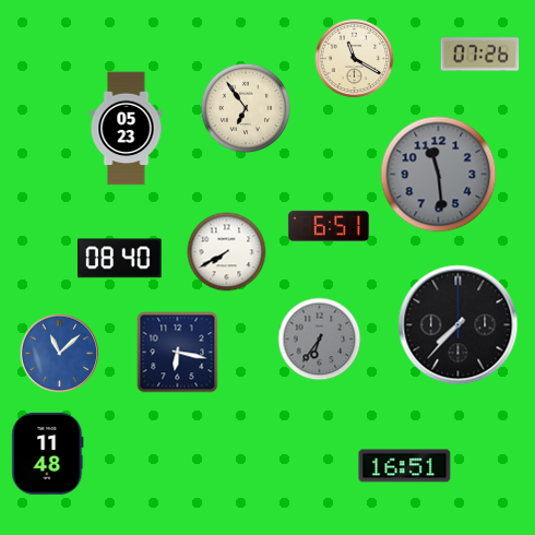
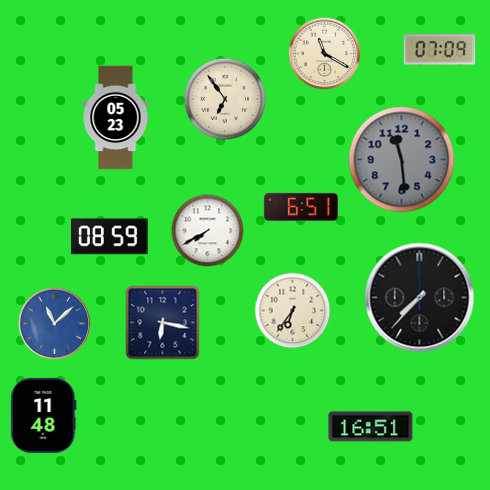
clock at (480, 55): 07:26 -> 07:09
clock at (120, 259): 08:40 -> 08:59
clock at (320, 340) dial: grey -> cream
